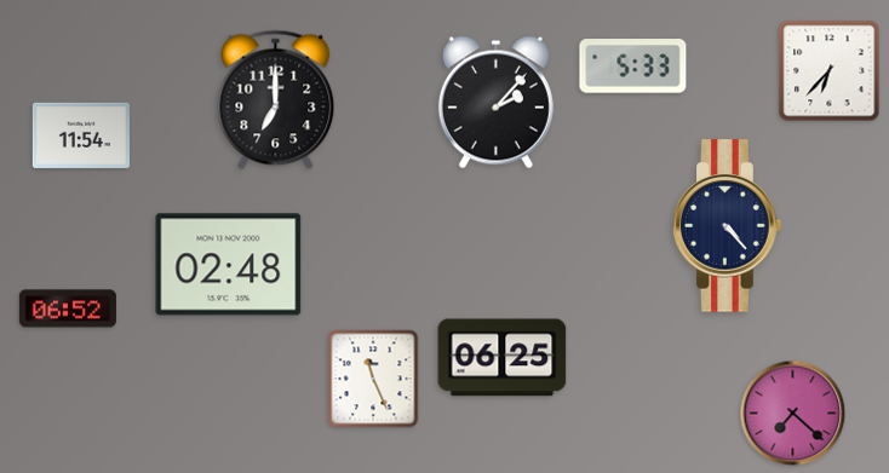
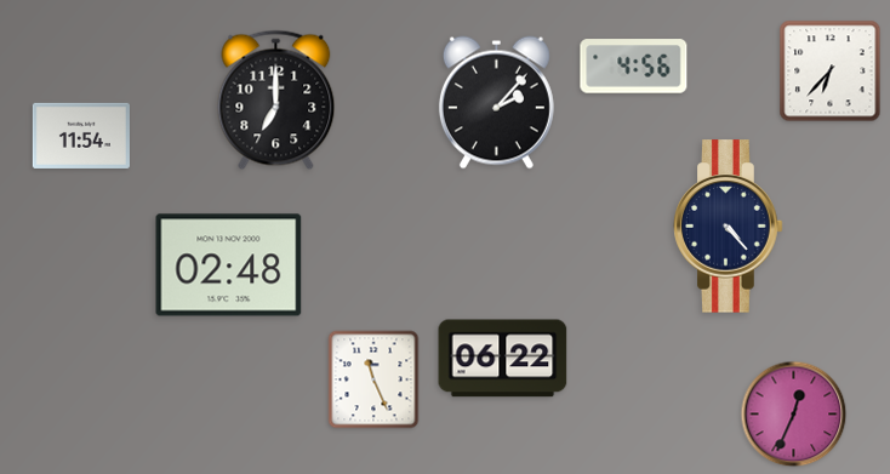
clock at (633, 67): 5:33 -> 4:56
clock at (68, 308): 06:52 -> none
clock at (503, 358): 06:25 -> 06:22
clock at (793, 414): 7:22 -> 12:34
